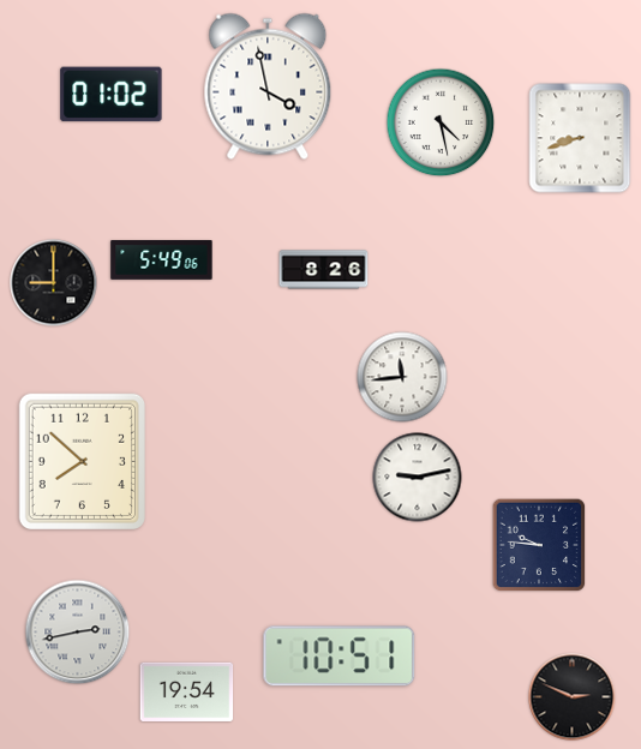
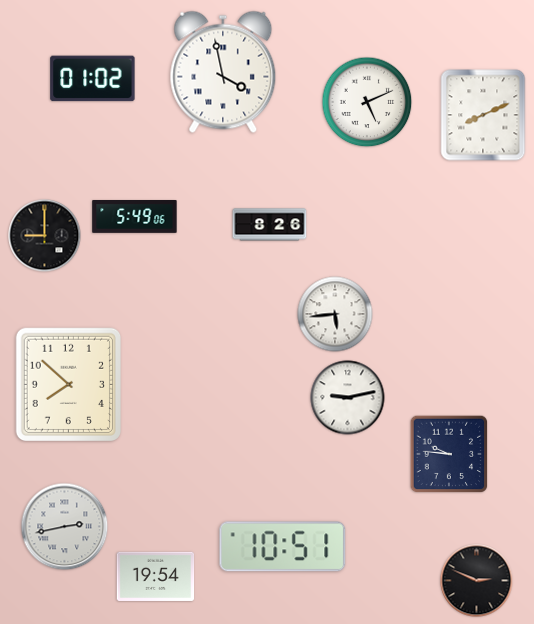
clock at (441, 122): 4:28 -> 5:11
clock at (580, 138): 8:42 -> 8:11
clock at (402, 377): 11:44 -> 5:44
